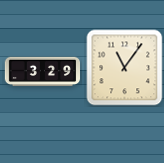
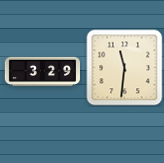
clock at (125, 68): 11:06 -> 11:31
